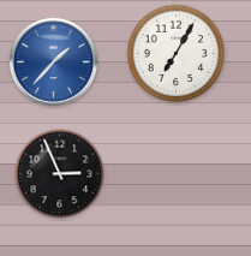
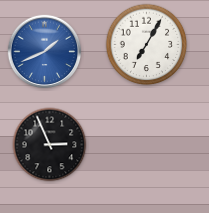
clock at (54, 62): 1:37 -> 1:41
